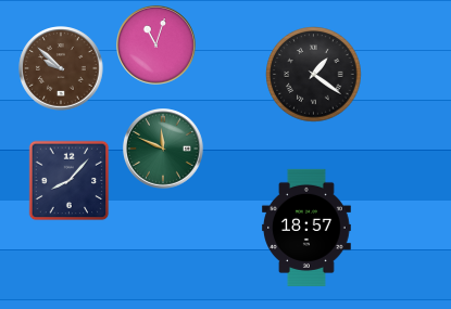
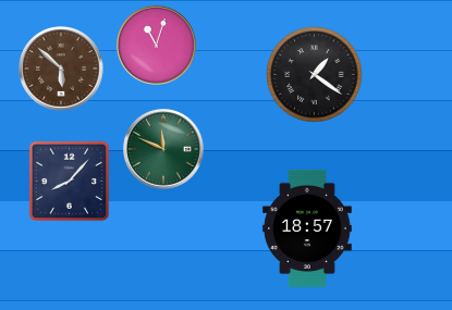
clock at (61, 68): 9:52 -> 5:52
